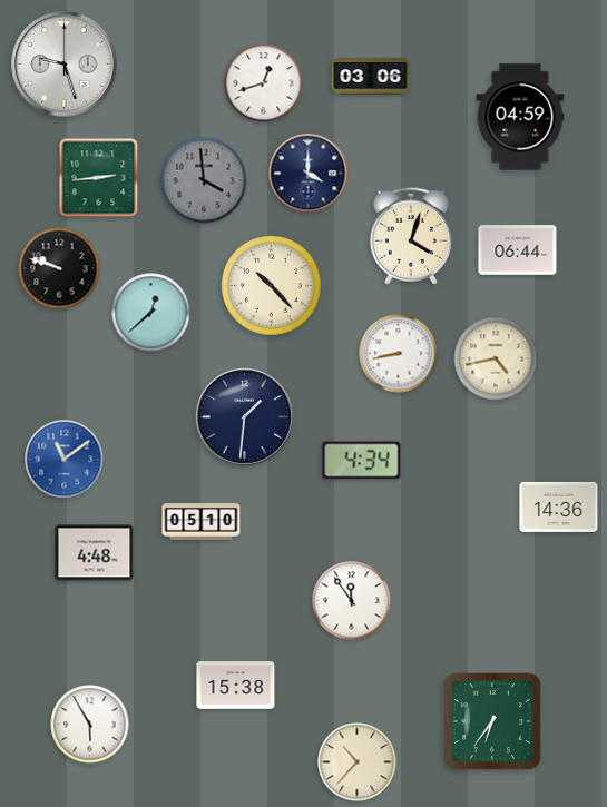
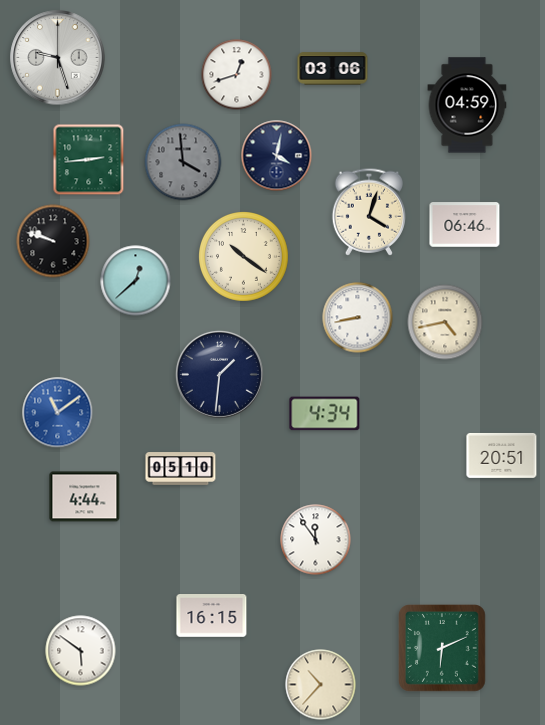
clock at (309, 174): 4:00 -> 4:02
clock at (518, 250): 06:44 -> 06:46
clock at (272, 286): 10:23 -> 10:21
clock at (559, 506): 14:36 -> 20:51
clock at (95, 553): 4:48 -> 4:44
clock at (236, 686): 15:38 -> 16:15
clock at (493, 722): 6:36 -> 6:11
clock at (90, 725): 5:55 -> 5:51
